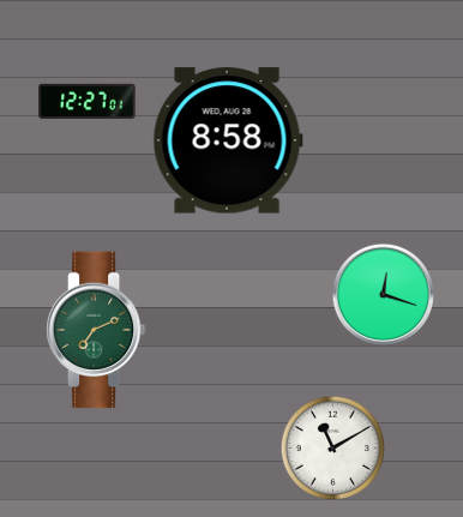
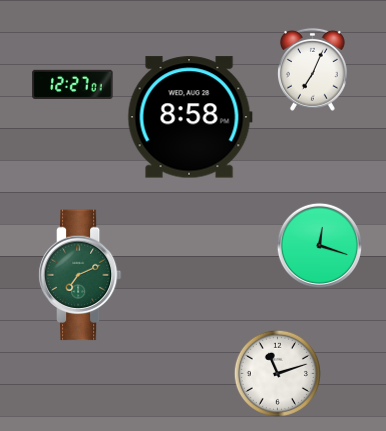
clock at (312, 69): none -> 7:04
clock at (332, 447): 11:10 -> 11:12
